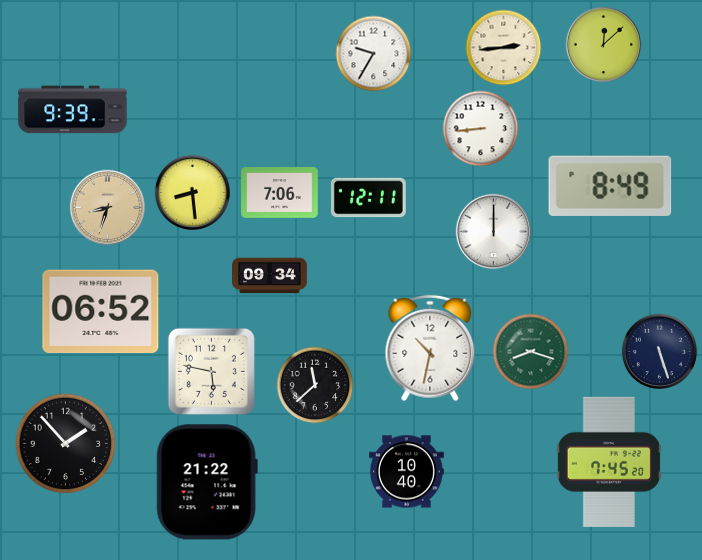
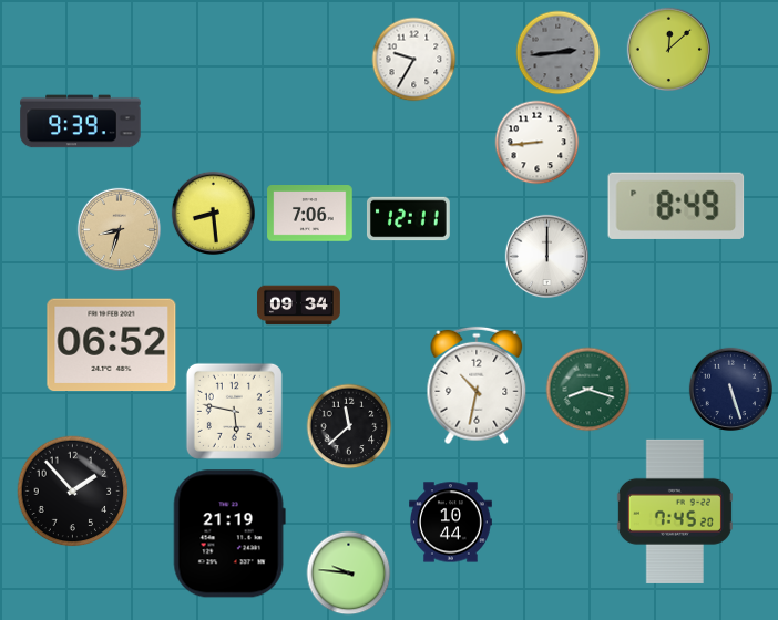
clock at (504, 48) dial: cream -> grey
clock at (481, 129) position: (481, 129) -> (538, 143)
clock at (407, 472): 10:40 -> 10:44
clock at (207, 482): 21:22 -> 21:19
clock at (349, 573): none -> 9:46
